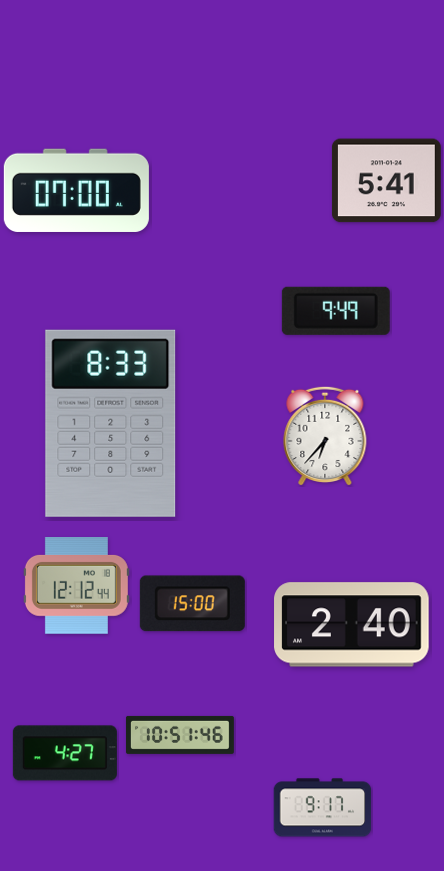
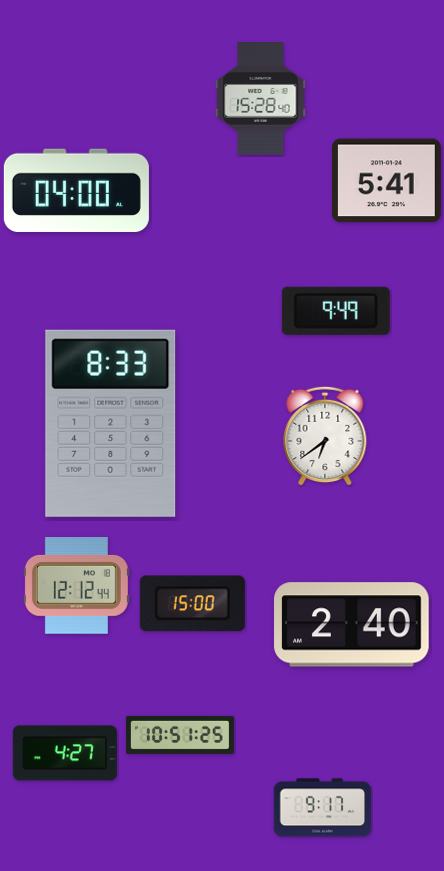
clock at (261, 99): none -> 15:28
clock at (76, 190): 07:00 -> 04:00
clock at (325, 436): 6:37 -> 6:39
clock at (180, 735): 10:51:46 -> 10:51:25
